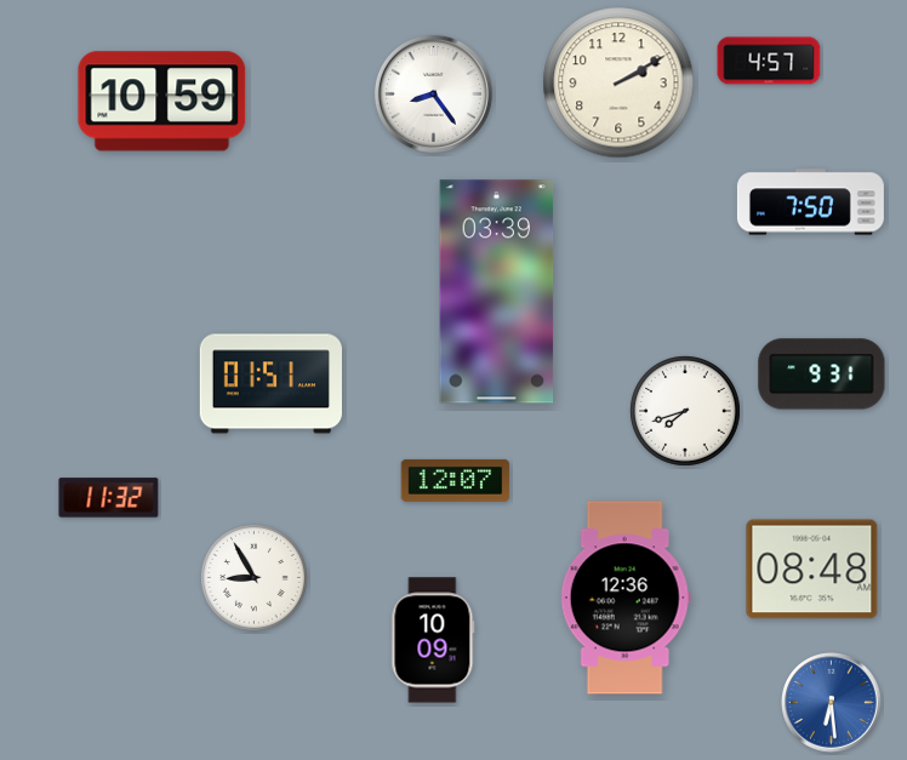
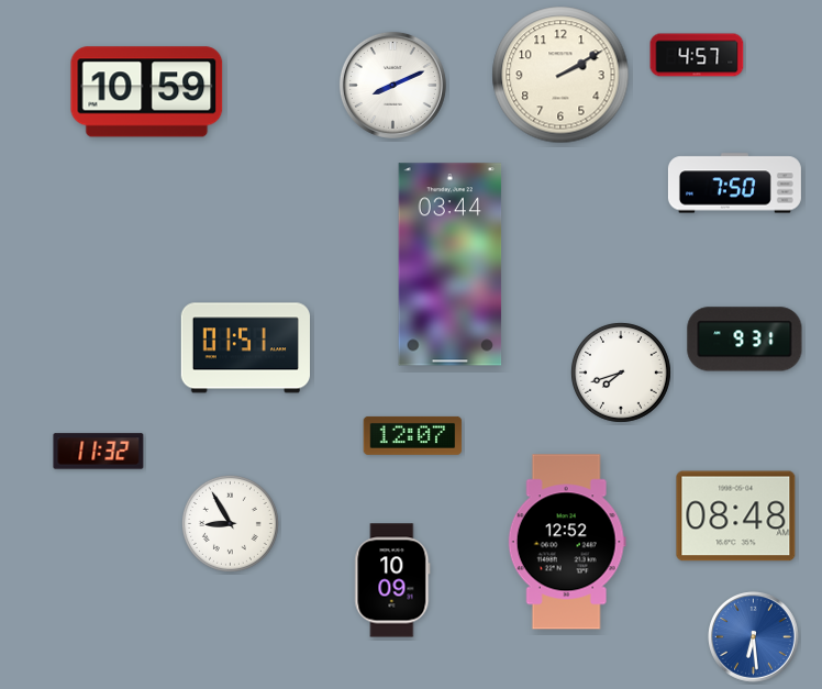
clock at (433, 93): 8:24 -> 8:11
clock at (497, 292): 03:39 -> 03:44
clock at (626, 598): 12:36 -> 12:52
